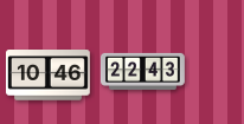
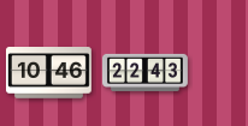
clock at (47, 76) position: (47, 76) -> (48, 73)
